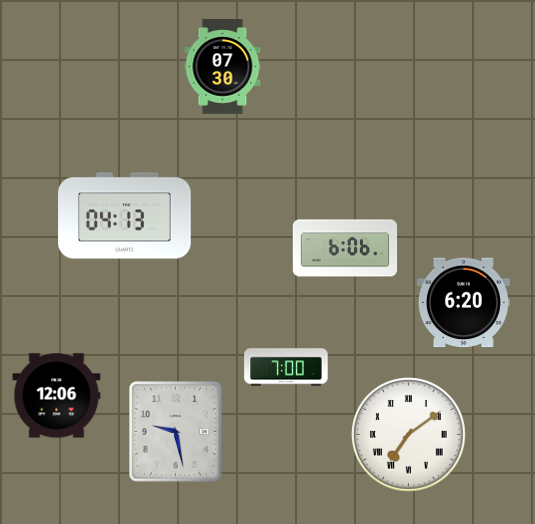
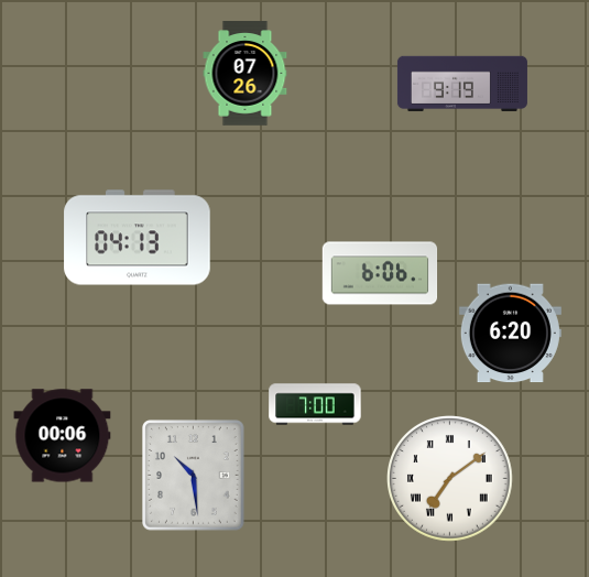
clock at (223, 67): 07:30 -> 07:26
clock at (462, 84): none -> 9:19
clock at (57, 396): 12:06 -> 00:06
clock at (176, 432): 9:28 -> 10:29
